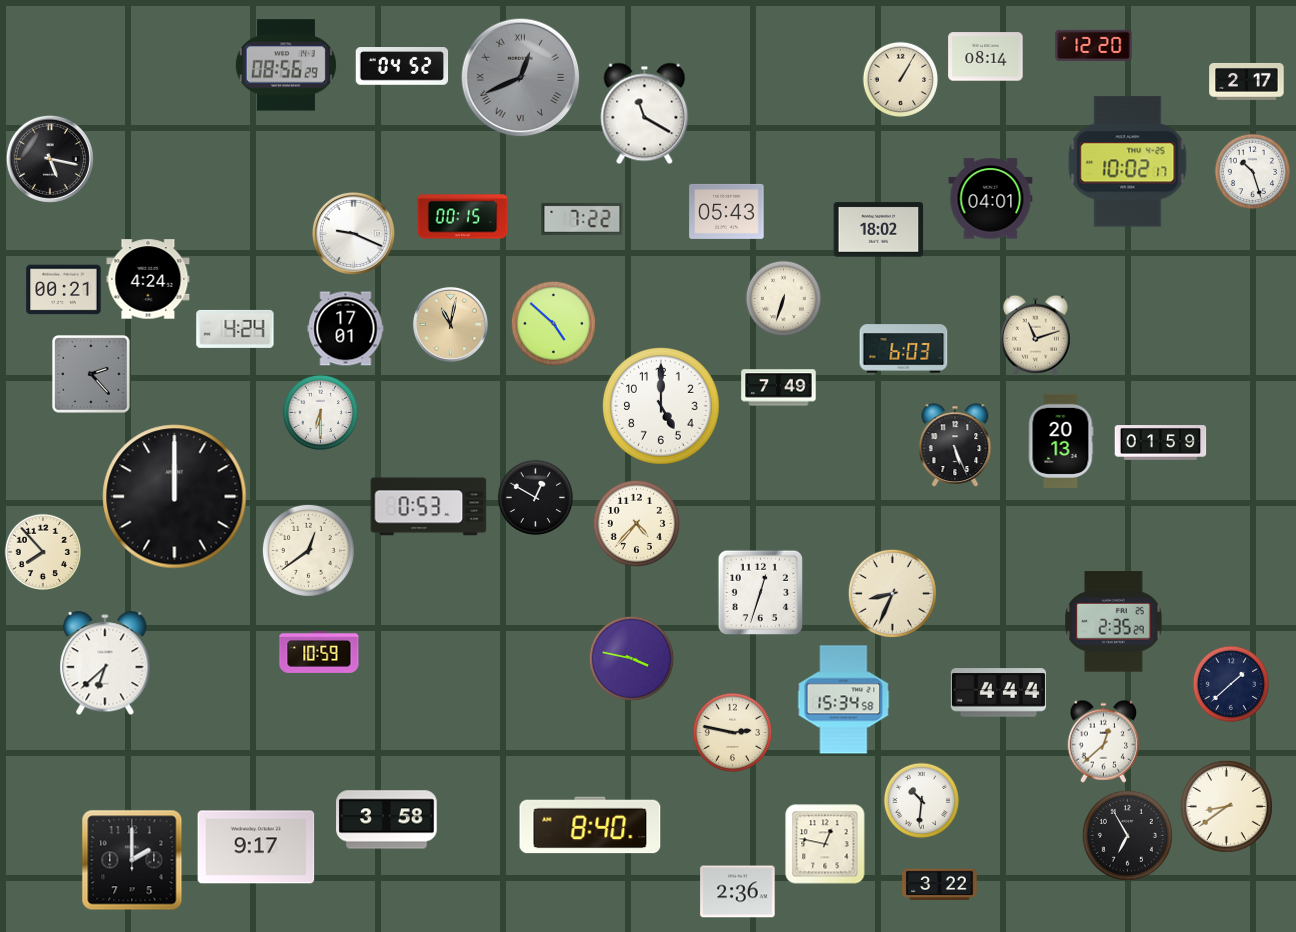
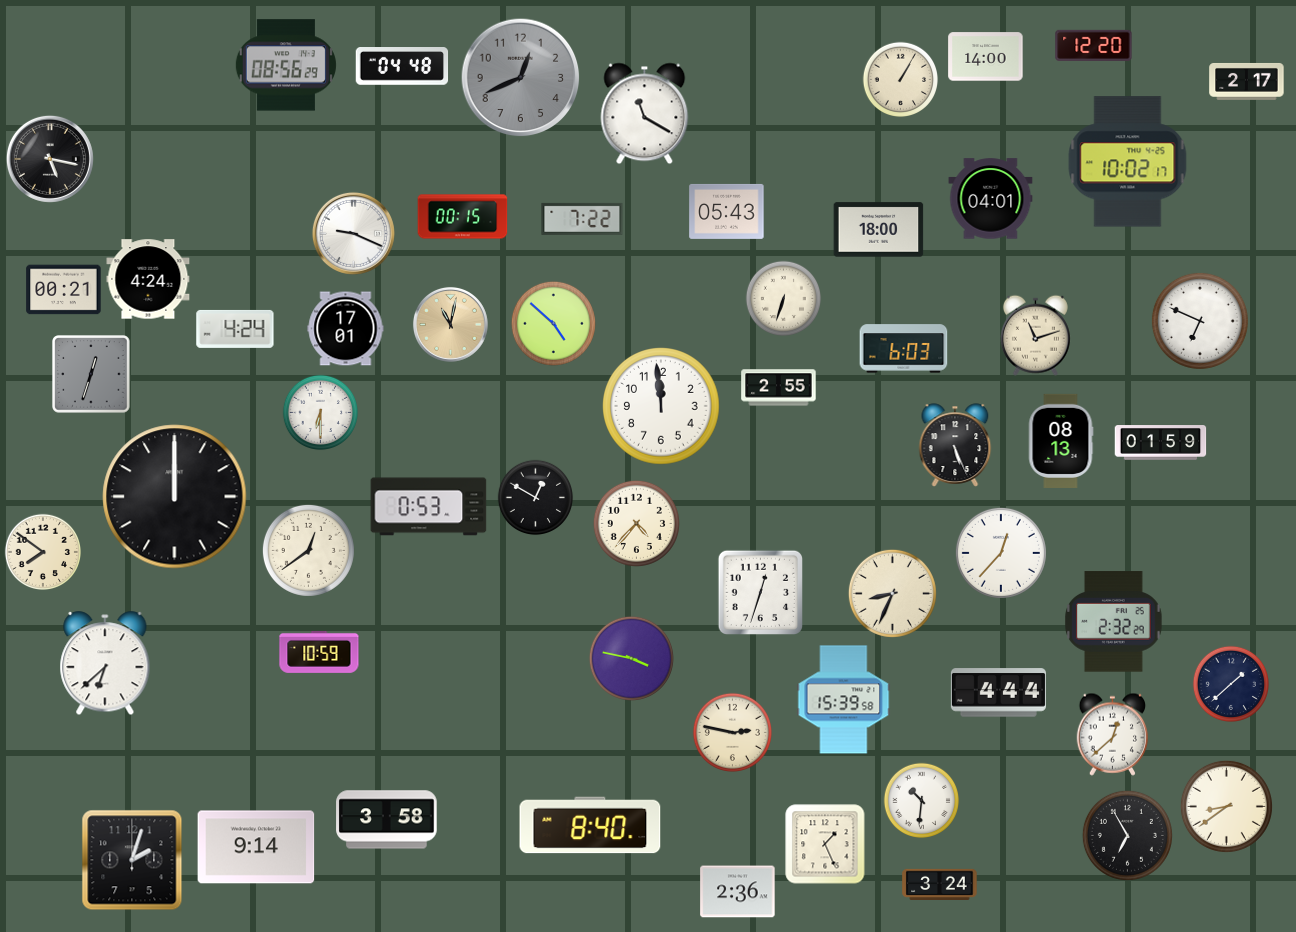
clock at (986, 57): 08:14 -> 14:00
clock at (402, 67): 04:52 -> 04:48
clock at (521, 78) numerals: Roman -> Arabic
clock at (1253, 172): 10:27 -> none
clock at (879, 230): 18:02 -> 18:00
clock at (1200, 321): none -> 6:49
clock at (91, 374): 2:23 -> 12:33
clock at (779, 388): 7:49 -> 2:55
clock at (662, 407): 5:00 -> 11:59
clock at (1061, 441): 20:13 -> 08:13
clock at (42, 551): 7:53 -> 7:51
clock at (1001, 553): none -> 12:37
clock at (1114, 622): 2:35 -> 2:32
clock at (844, 700): 15:34 -> 15:39
clock at (1104, 741) position: (1104, 741) -> (1113, 734)
clock at (825, 844): 12:47 -> 1:26
clock at (256, 847): 9:17 -> 9:14
clock at (132, 860): 2:00 -> 2:03
clock at (940, 884): 3:22 -> 3:24
